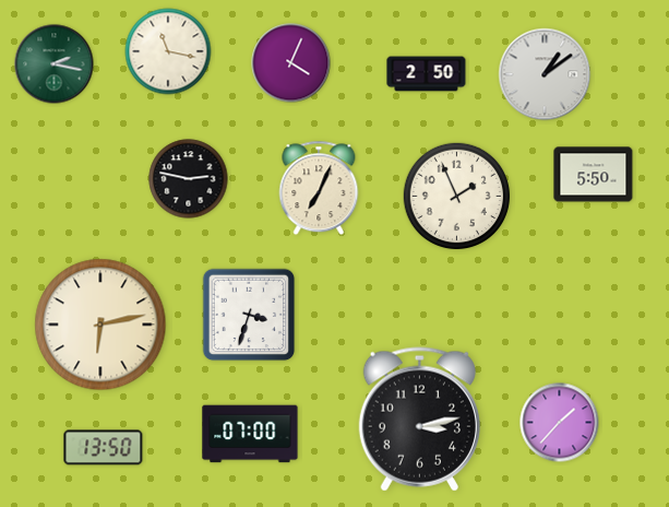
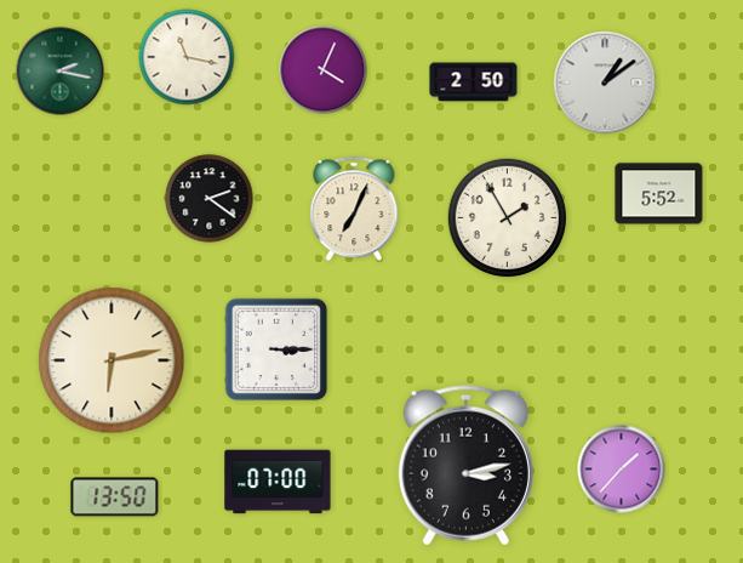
clock at (594, 175): 5:50 -> 5:52
clock at (189, 179): 2:47 -> 2:21
clock at (457, 197): 1:56 -> 1:55
clock at (249, 315): 3:33 -> 3:15
